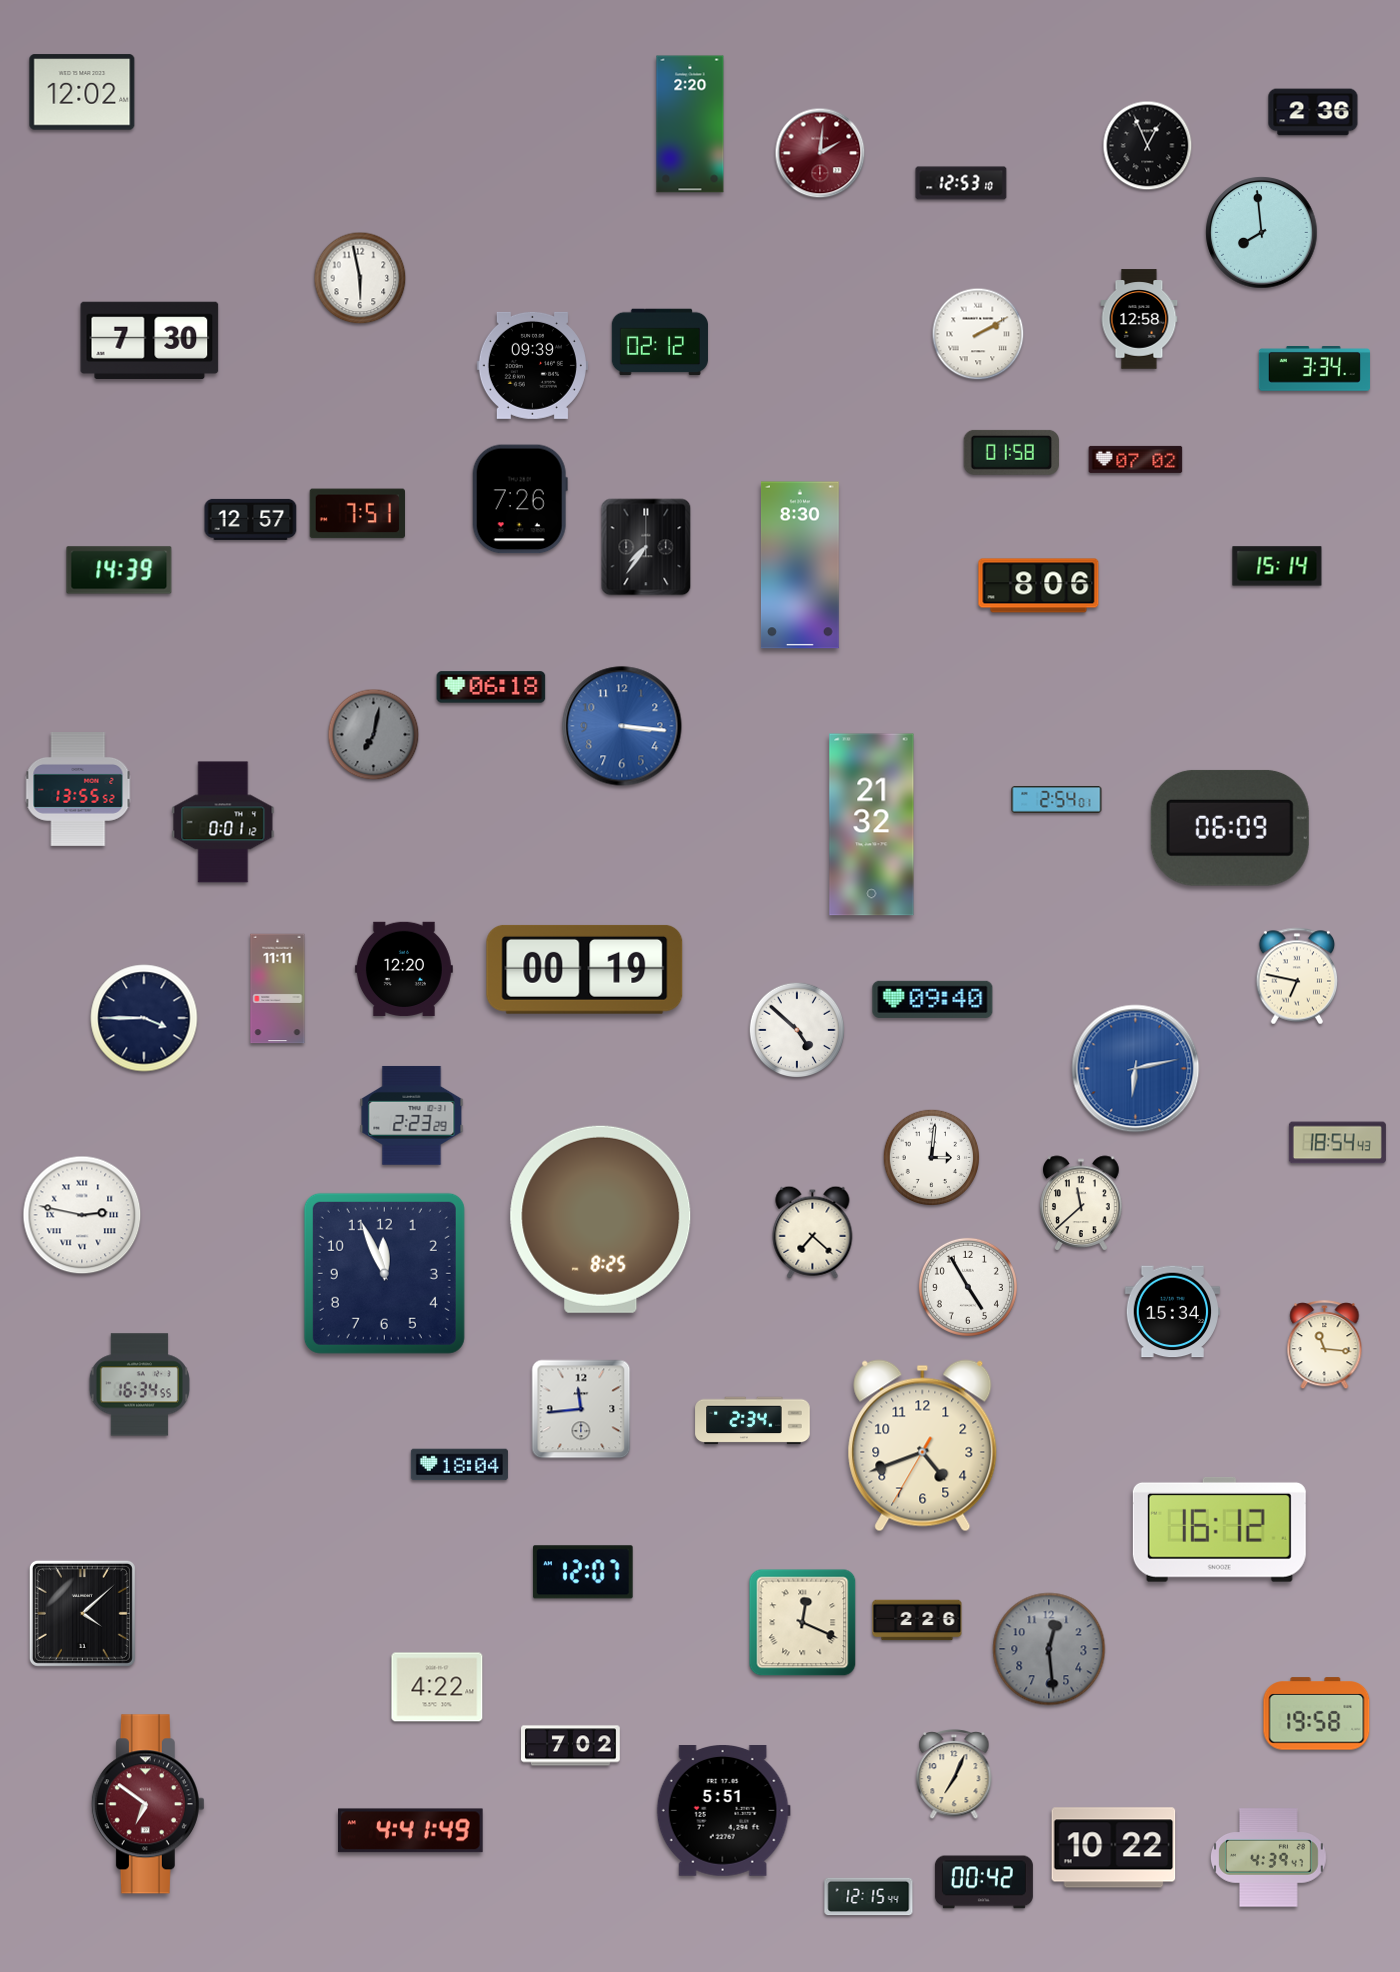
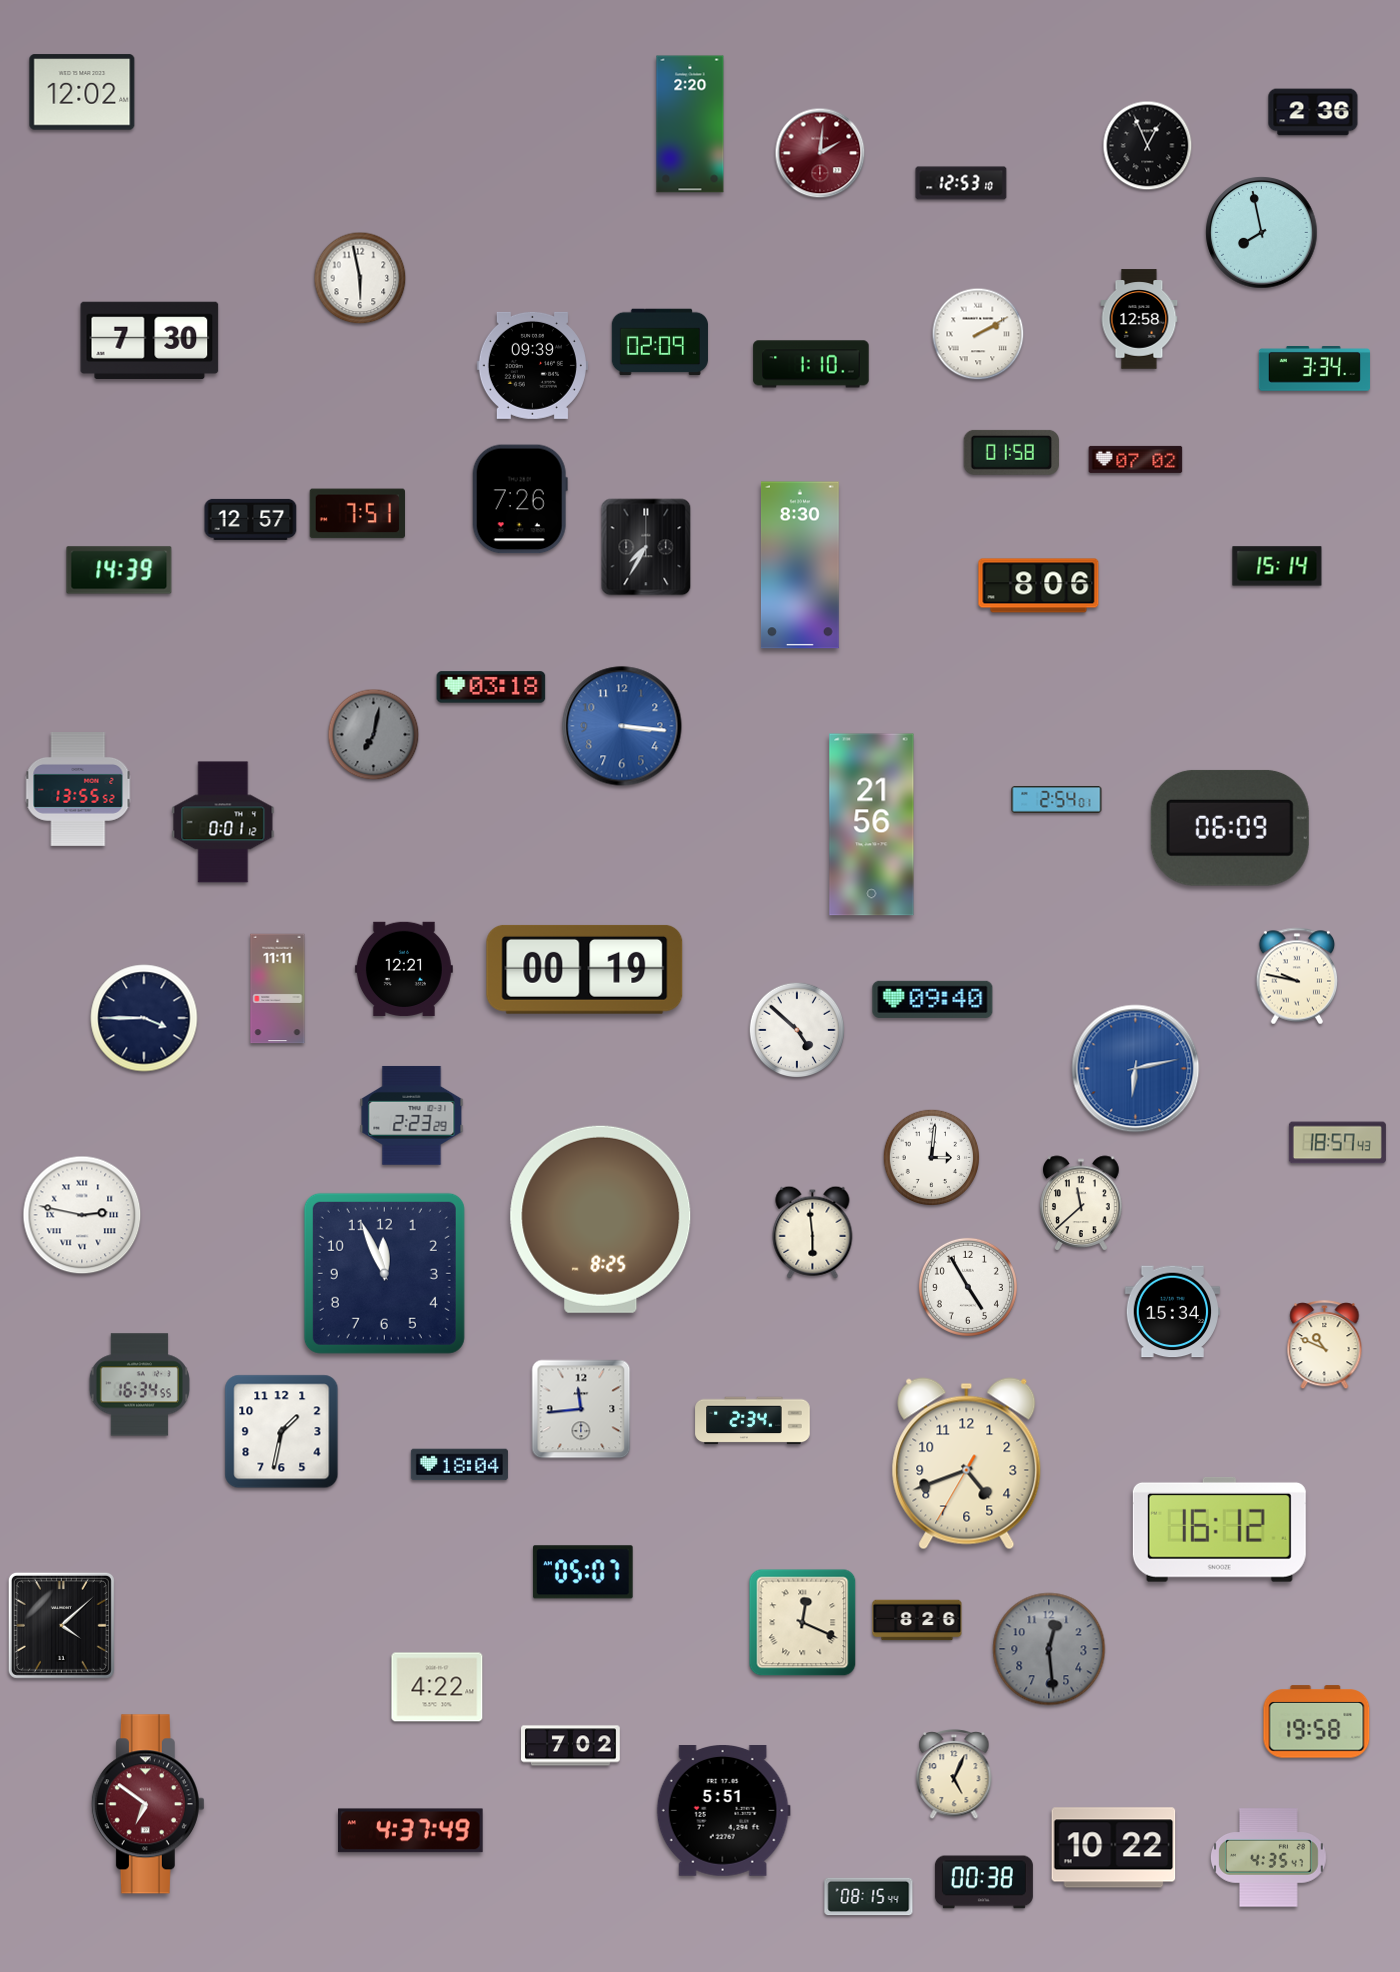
clock at (1262, 233): 7:59 -> 7:58
clock at (660, 342): 02:12 -> 02:09
clock at (811, 364): none -> 1:10
clock at (646, 547): 7:36 -> 7:35
clock at (491, 687): 06:18 -> 03:18
clock at (872, 825): 21:32 -> 21:56
clock at (404, 969): 12:20 -> 12:21
clock at (1297, 976): 6:47 -> 9:47
clock at (1337, 1143): 18:54 -> 18:57
clock at (813, 1232): 7:22 -> 5:59
clock at (1325, 1345): 11:16 -> 10:49
clock at (282, 1432): none -> 1:32
clock at (923, 1446) position: (923, 1446) -> (967, 1464)
clock at (583, 1572): 12:07 -> 05:07
clock at (82, 1613) position: (82, 1613) -> (61, 1625)
clock at (917, 1620): 2:26 -> 8:26
clock at (1317, 1714) position: (1317, 1714) -> (1317, 1722)
clock at (954, 1774): 7:04 -> 5:04
clock at (411, 1831): 4:41 -> 4:37
clock at (1268, 1858): 4:39 -> 4:35
clock at (984, 1882): 00:42 -> 00:38
clock at (869, 1897): 12:15 -> 08:15
